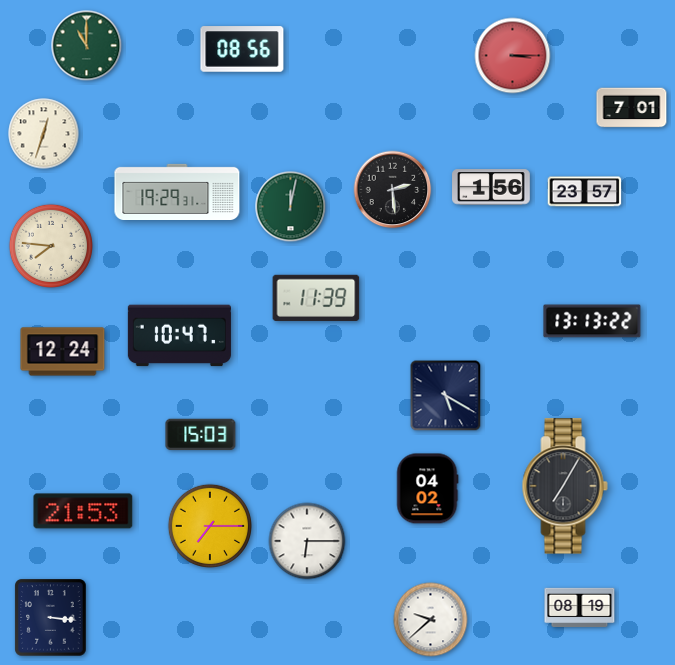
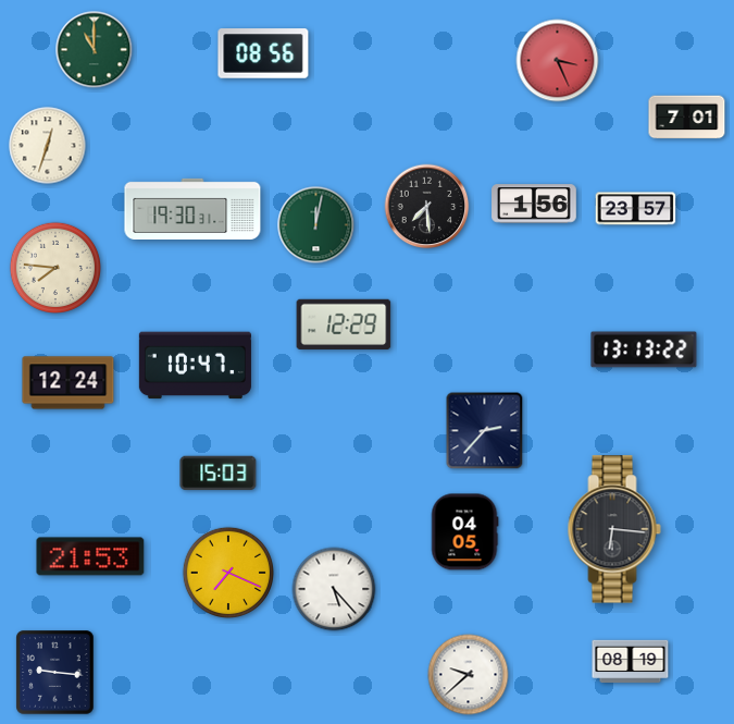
clock at (513, 56): 3:15 -> 3:26
clock at (393, 190): 2:29 -> 7:29
clock at (177, 191): 19:29 -> 19:30
clock at (316, 298): 11:39 -> 12:29
clock at (446, 396): 5:20 -> 2:37
clock at (565, 486): 7:05 -> 6:16
clock at (427, 489): 04:02 -> 04:05
clock at (209, 525): 7:15 -> 7:19
clock at (307, 541): 6:15 -> 5:23
clock at (51, 618): 3:16 -> 9:16
